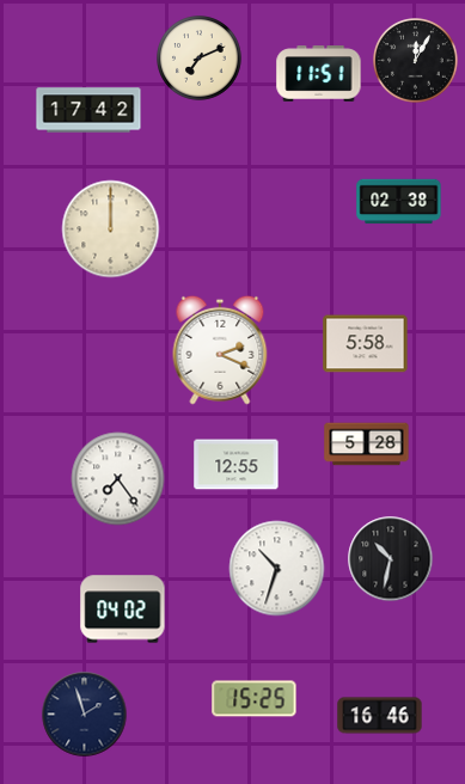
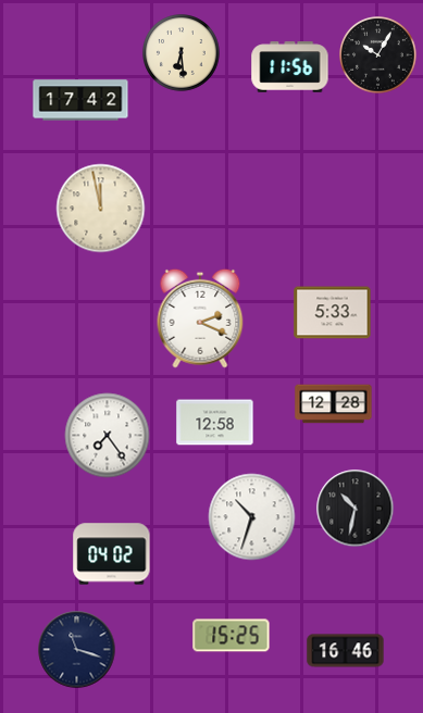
clock at (200, 59): 7:11 -> 6:29
clock at (416, 61): 12:05 -> 10:05
clock at (319, 74): 11:51 -> 11:56
clock at (399, 202): 02:38 -> none
clock at (111, 229): 12:00 -> 11:58
clock at (366, 344): 5:58 -> 5:33
clock at (367, 445): 5:28 -> 12:28
clock at (237, 465): 12:55 -> 12:58
clock at (85, 715): 1:57 -> 11:18
